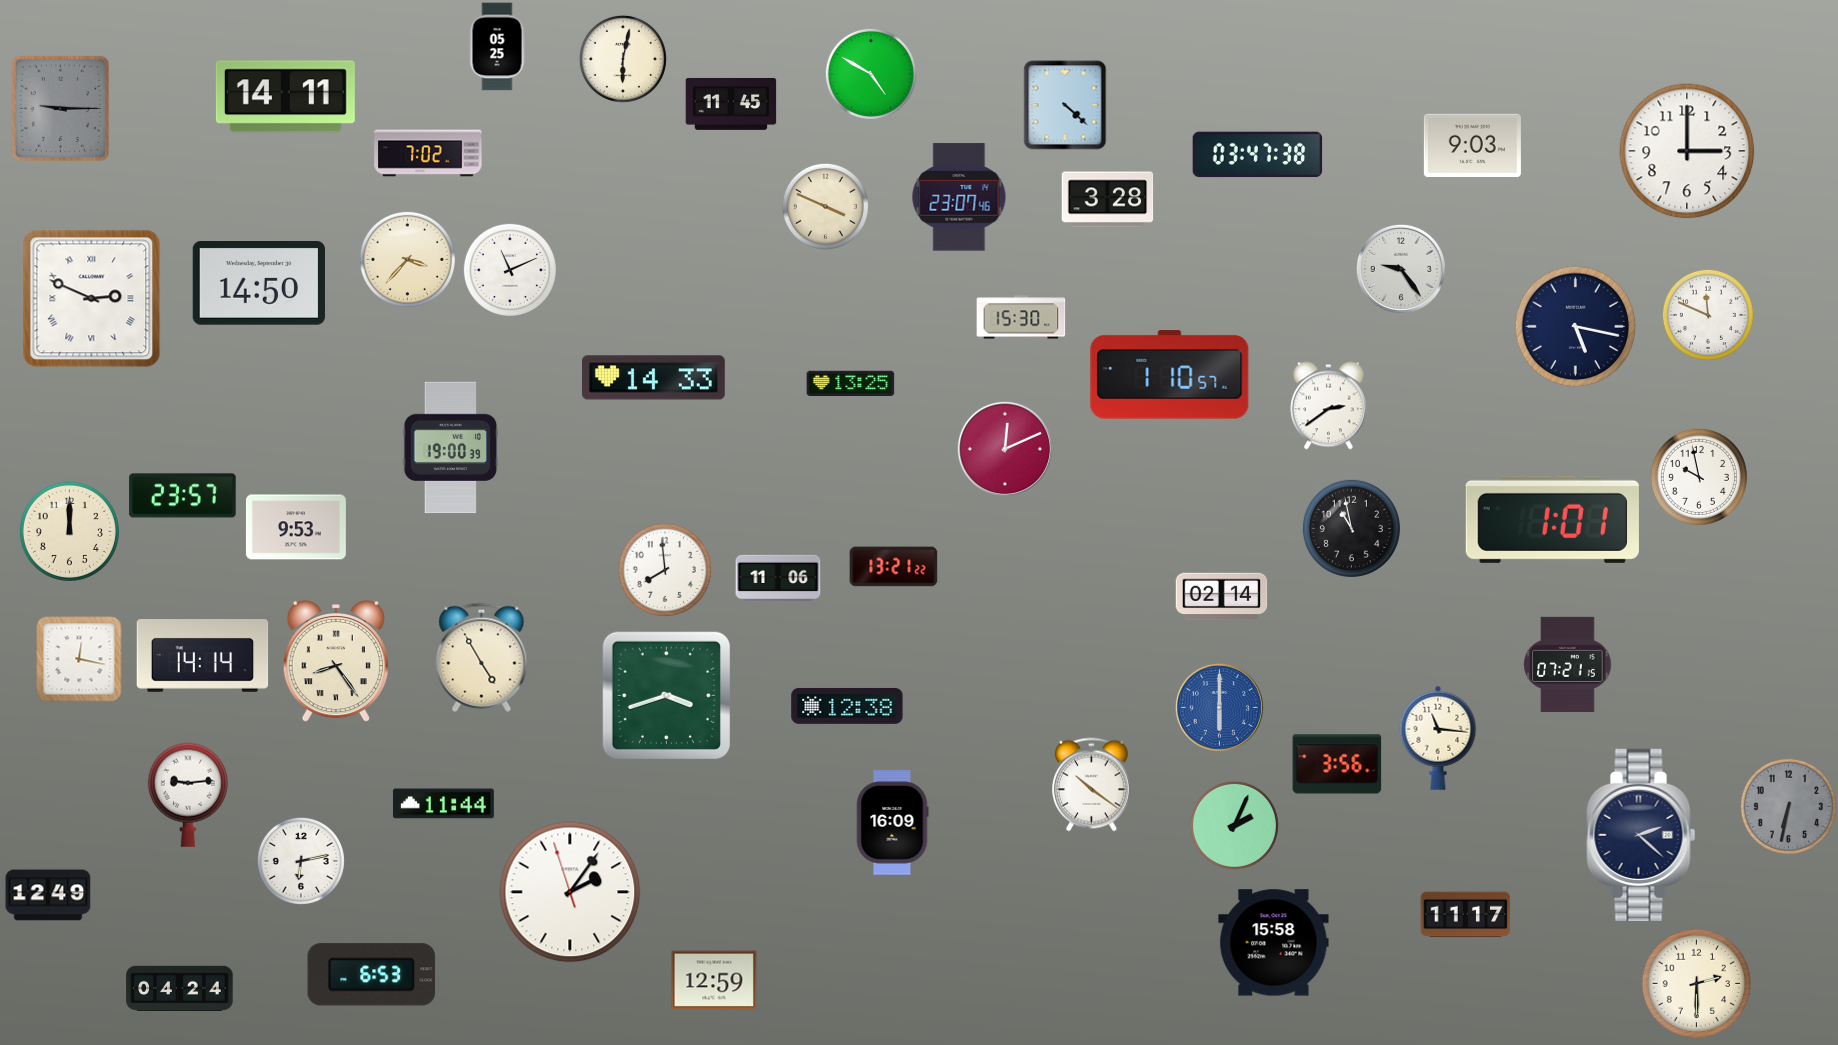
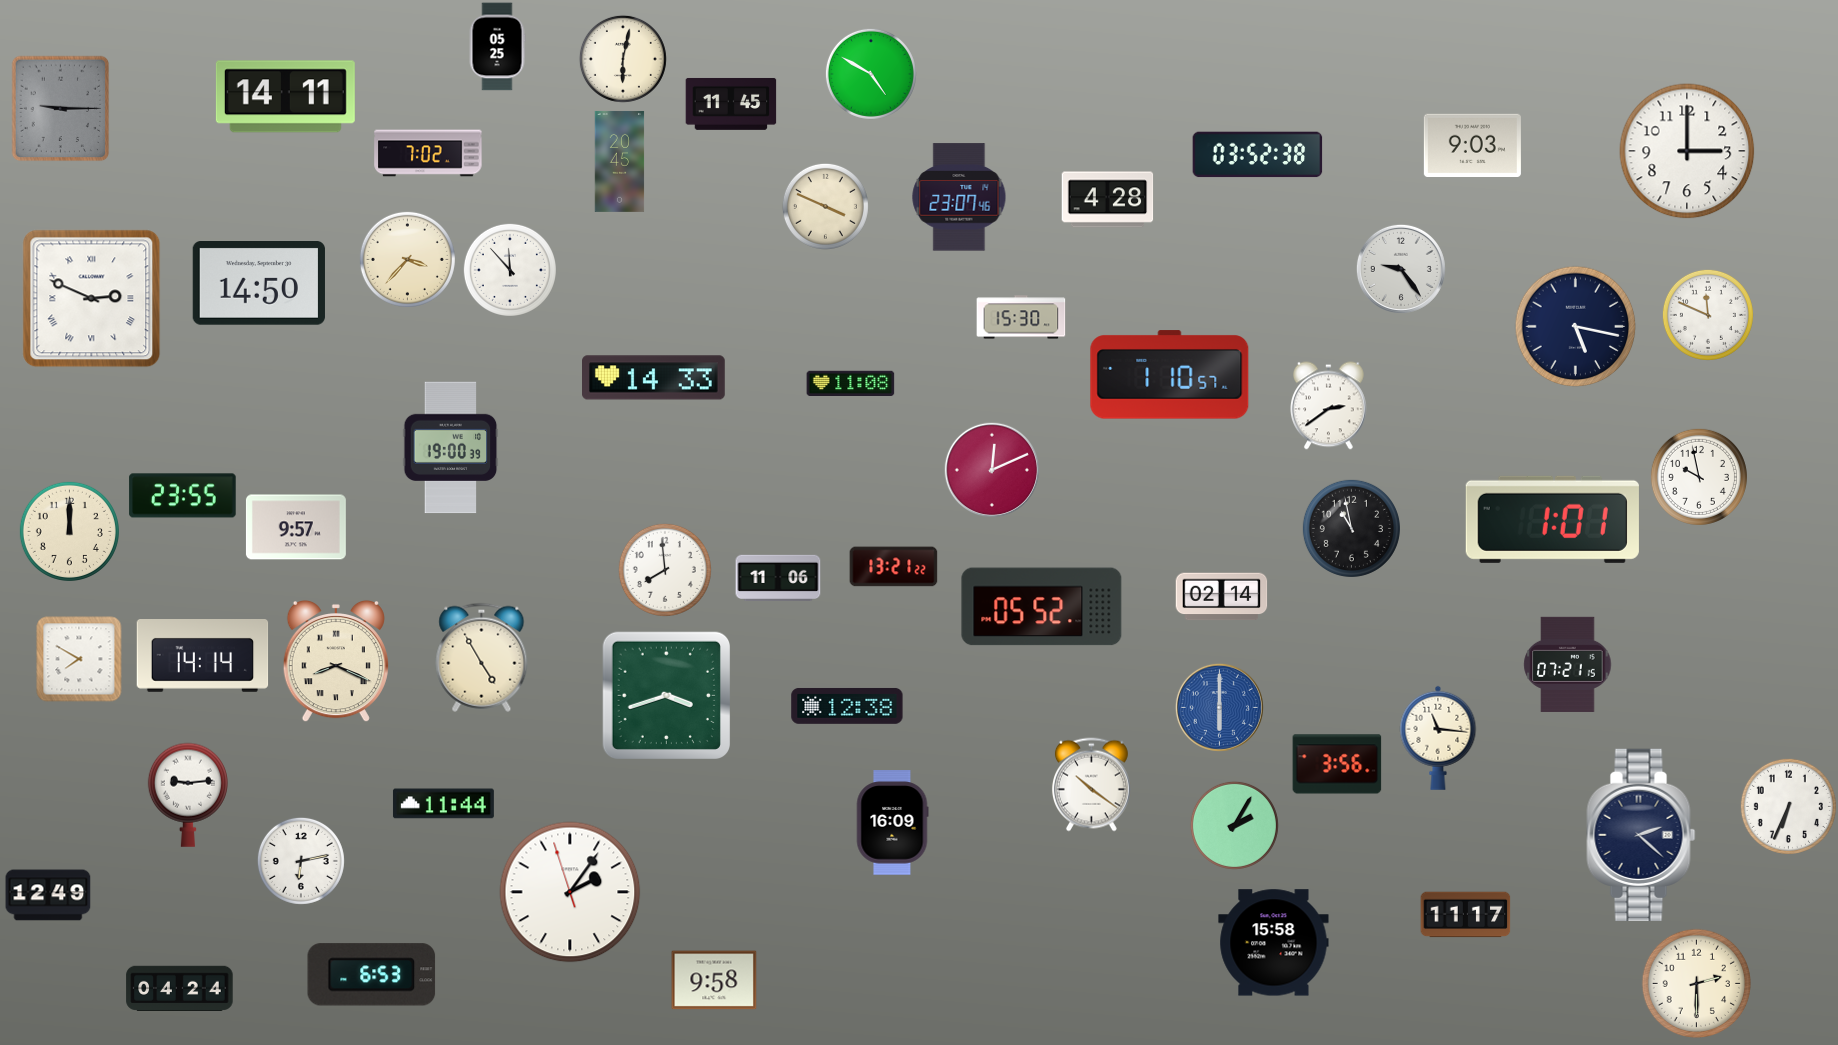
clock at (1065, 105): 4:22 -> none
clock at (1258, 155): 03:47 -> 03:52
clock at (620, 161): none -> 20:45
clock at (1108, 200): 3:28 -> 4:28
clock at (510, 270): 11:11 -> 11:53
clock at (851, 384): 13:25 -> 11:08
clock at (1004, 448) position: (1004, 448) -> (991, 469)
clock at (183, 496): 23:57 -> 23:55
clock at (296, 527): 9:53 -> 9:57
clock at (1042, 607): none -> 05:52
clock at (79, 659): 12:17 -> 7:50
clock at (336, 661): 8:24 -> 8:19
clock at (1788, 806): 6:32 -> 6:34
clock at (1788, 806) dial: grey -> white
clock at (1234, 825): 2:04 -> 2:05
clock at (714, 980): 12:59 -> 9:58
